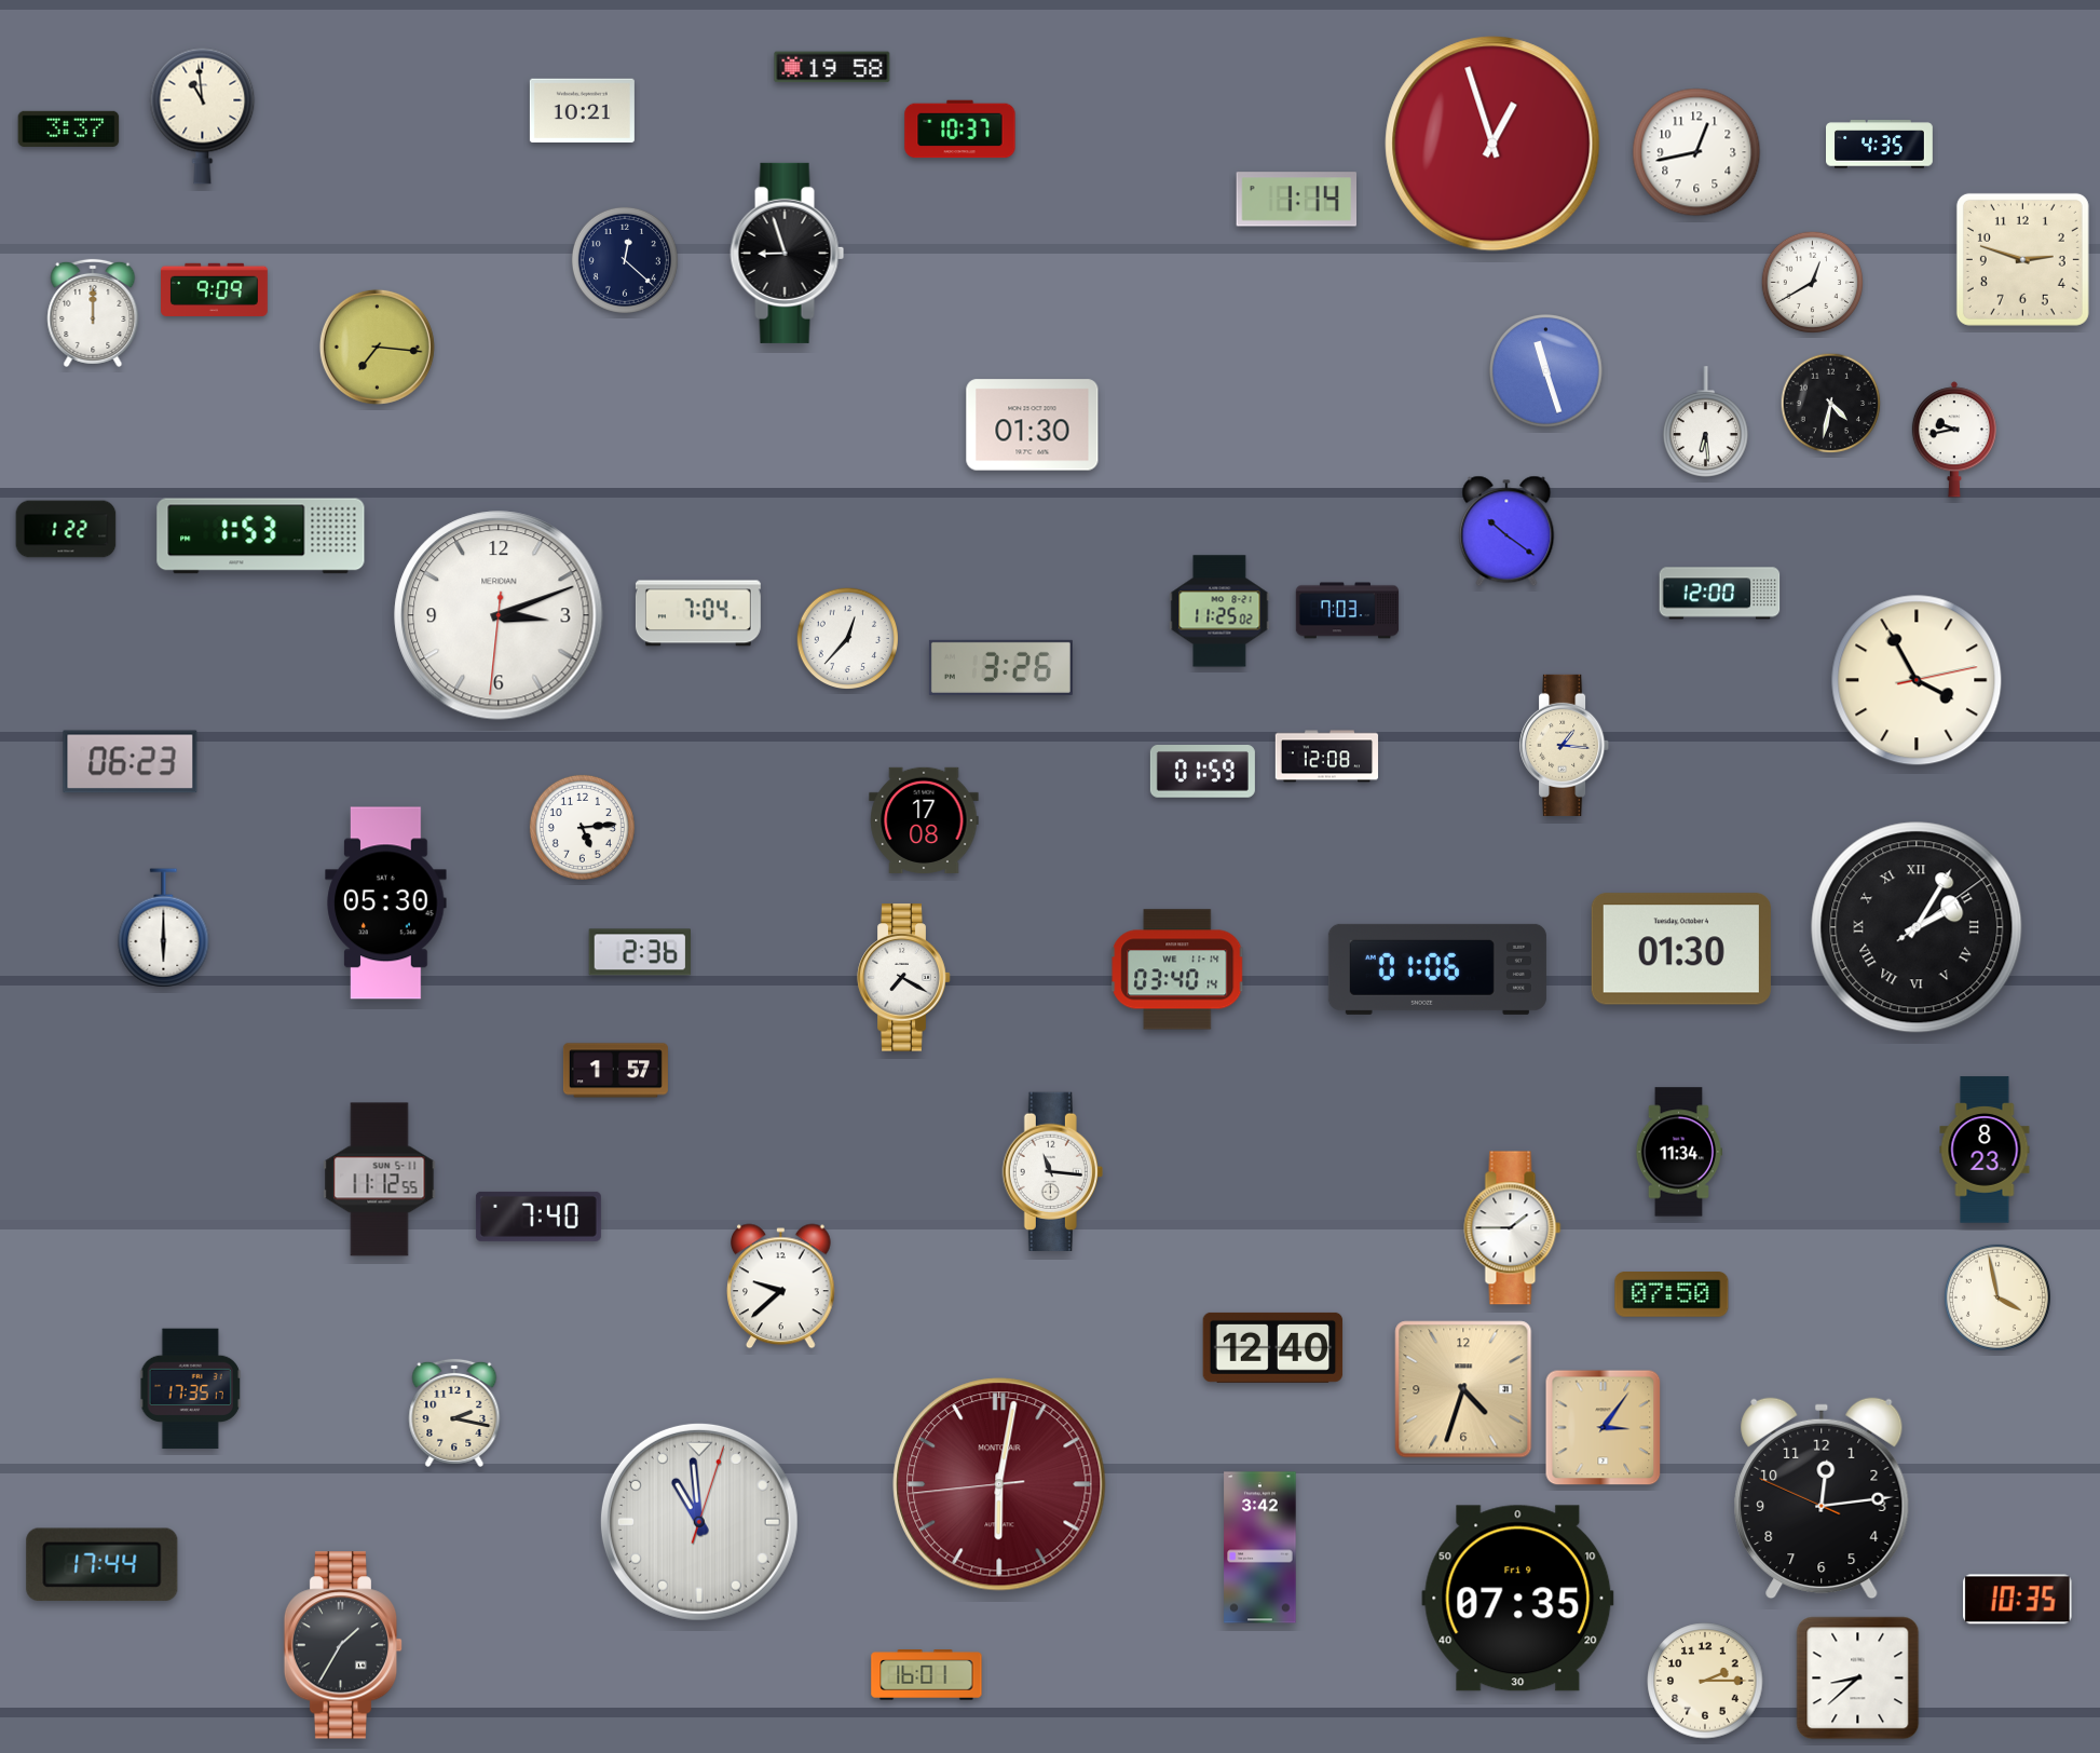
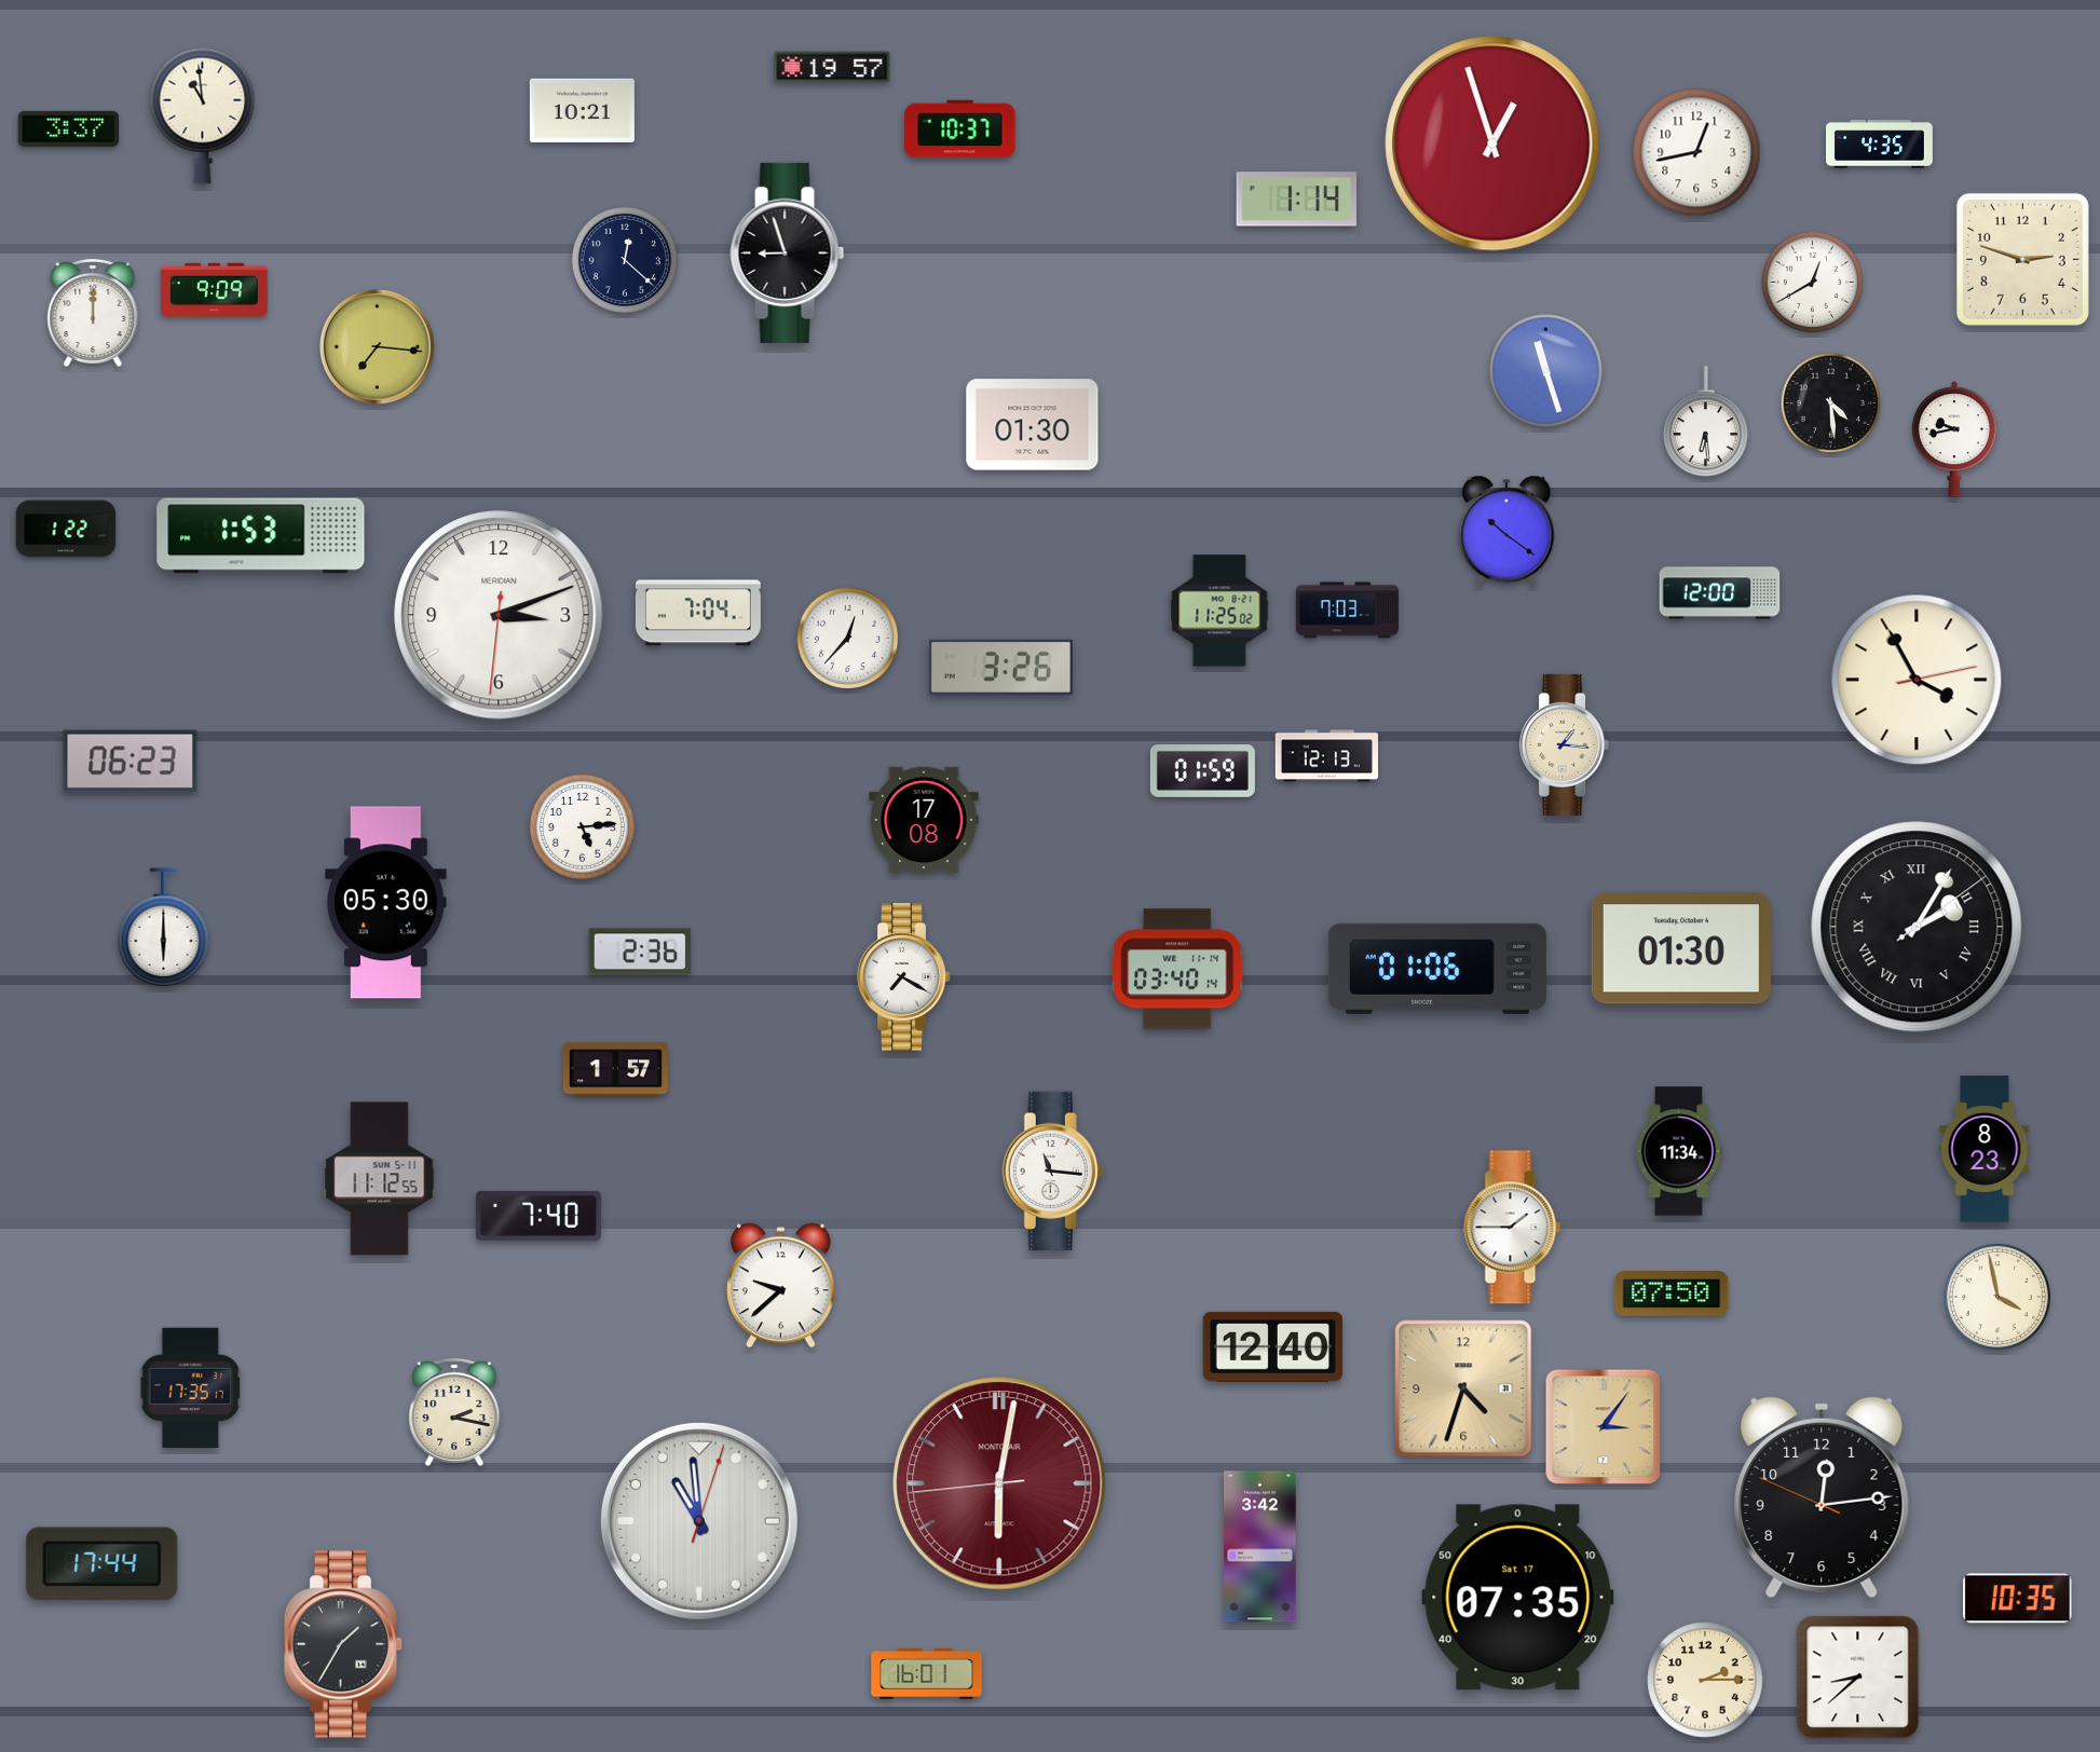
clock at (832, 67): 19:58 -> 19:57
clock at (1831, 404): 4:32 -> 4:29
clock at (1327, 757): 12:08 -> 12:13
clock at (1518, 1599) date: Fri 9 -> Sat 17
